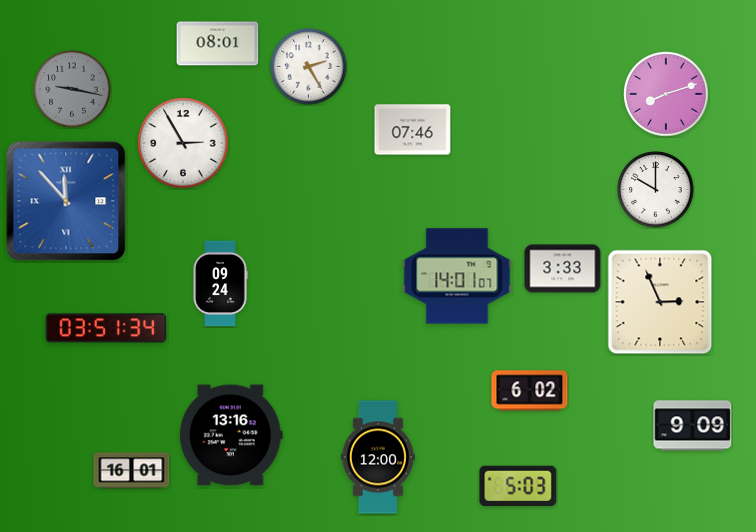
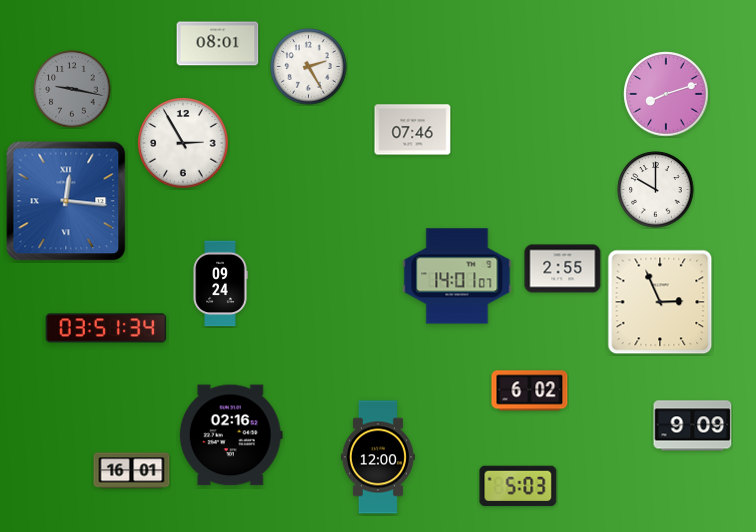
clock at (66, 201): 11:53 -> 12:16
clock at (563, 269): 3:33 -> 2:55
clock at (231, 435): 13:16 -> 02:16
